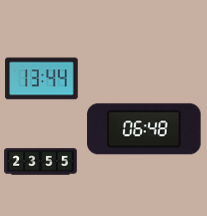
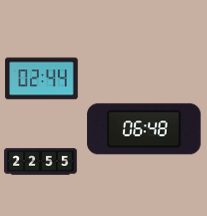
clock at (42, 79): 13:44 -> 02:44
clock at (41, 162): 23:55 -> 22:55
